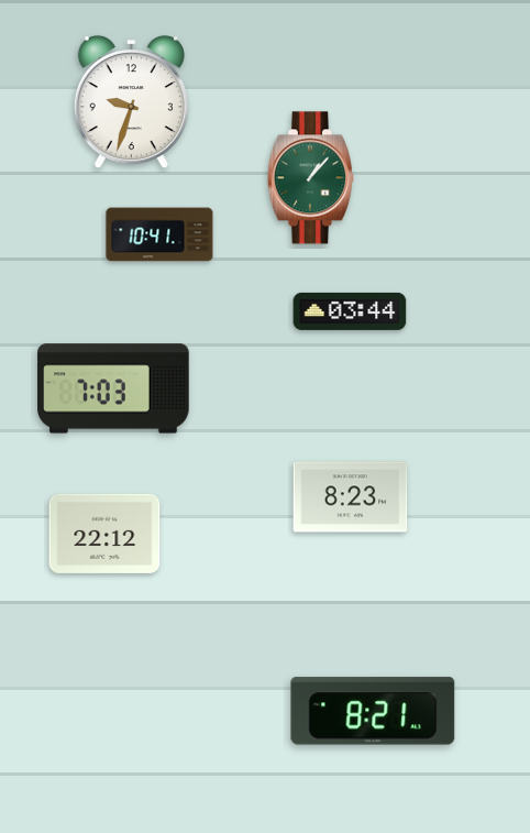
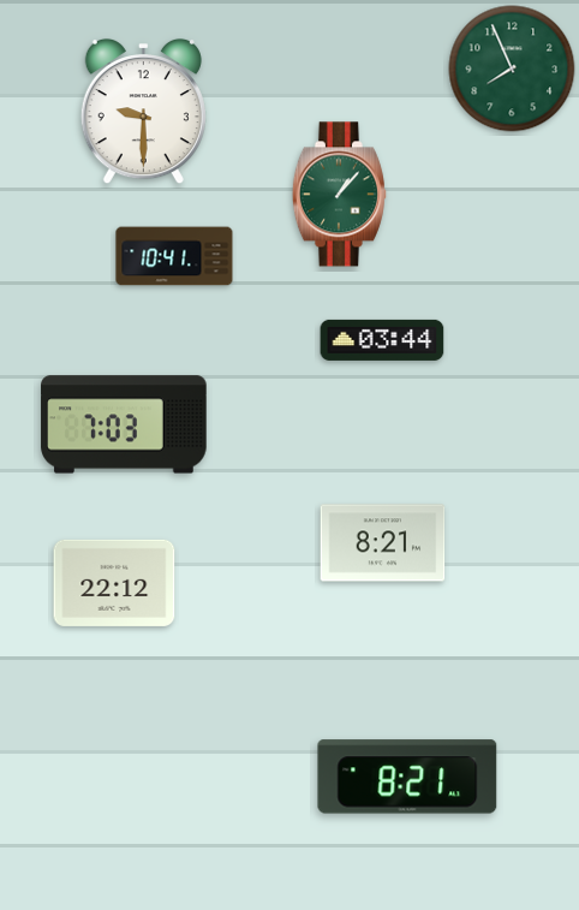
clock at (512, 69): none -> 7:56
clock at (131, 102): 9:33 -> 9:30
clock at (351, 497): 8:23 -> 8:21
